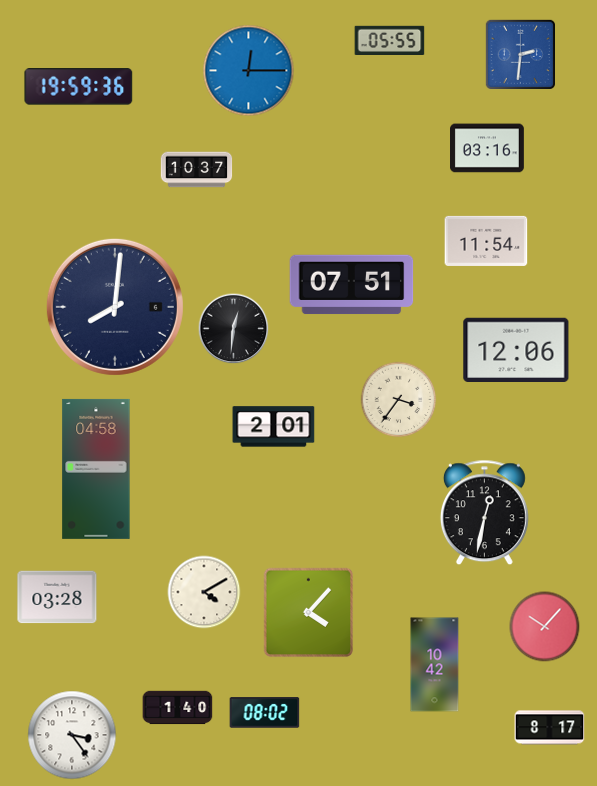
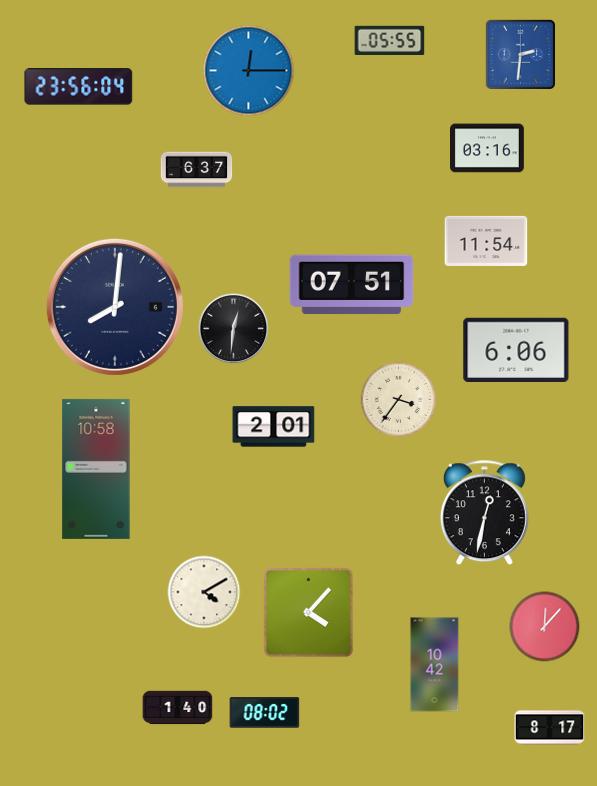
clock at (79, 87): 19:59 -> 23:56
clock at (197, 170): 10:37 -> 6:37
clock at (516, 349): 12:06 -> 6:06
clock at (96, 469): 04:58 -> 10:58
clock at (57, 597): 03:28 -> none
clock at (545, 627): 10:07 -> 12:07
clock at (72, 735): 3:24 -> none
